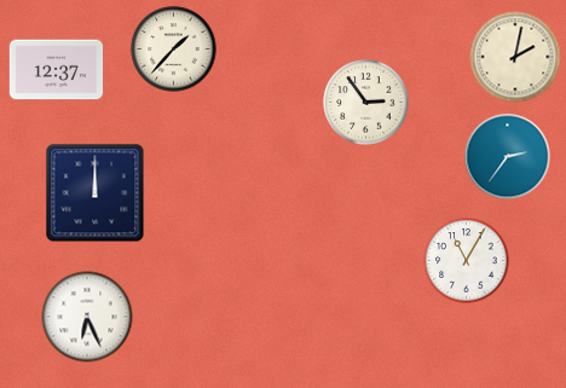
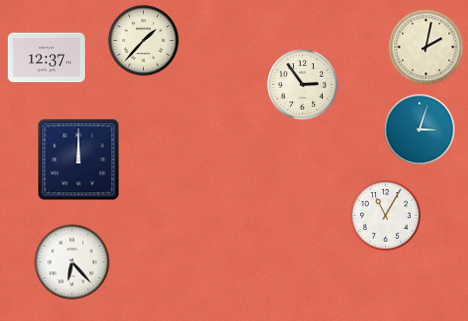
clock at (508, 157): 2:36 -> 3:03
clock at (87, 317): 6:26 -> 6:23
